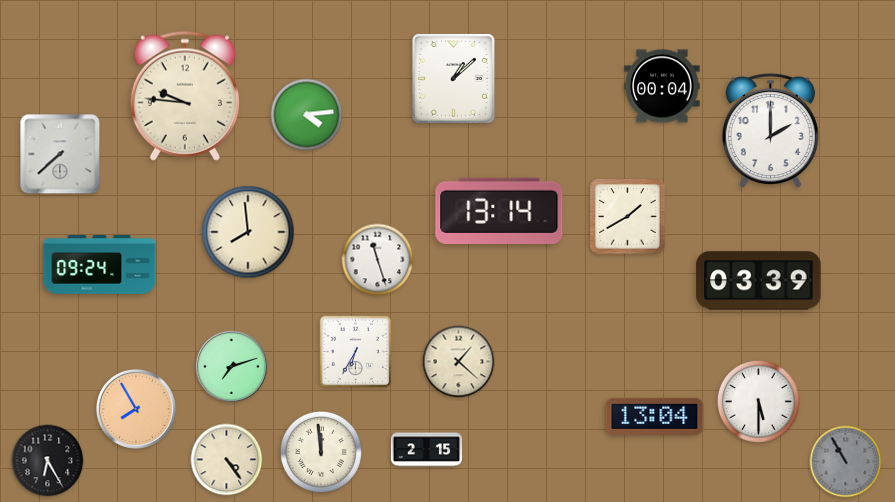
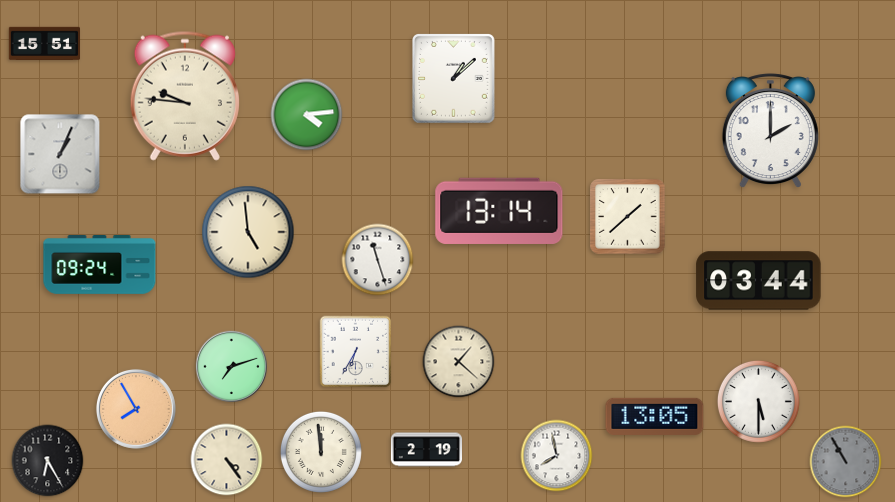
clock at (44, 43): none -> 15:51
clock at (662, 86): 00:04 -> none
clock at (60, 154): 7:38 -> 1:04
clock at (628, 217): 1:40 -> 1:38
clock at (248, 232): 7:59 -> 4:59
clock at (759, 281): 03:39 -> 03:44
clock at (655, 416): 13:04 -> 13:05
clock at (426, 450): 2:15 -> 2:19
clock at (557, 456): none -> 7:58
